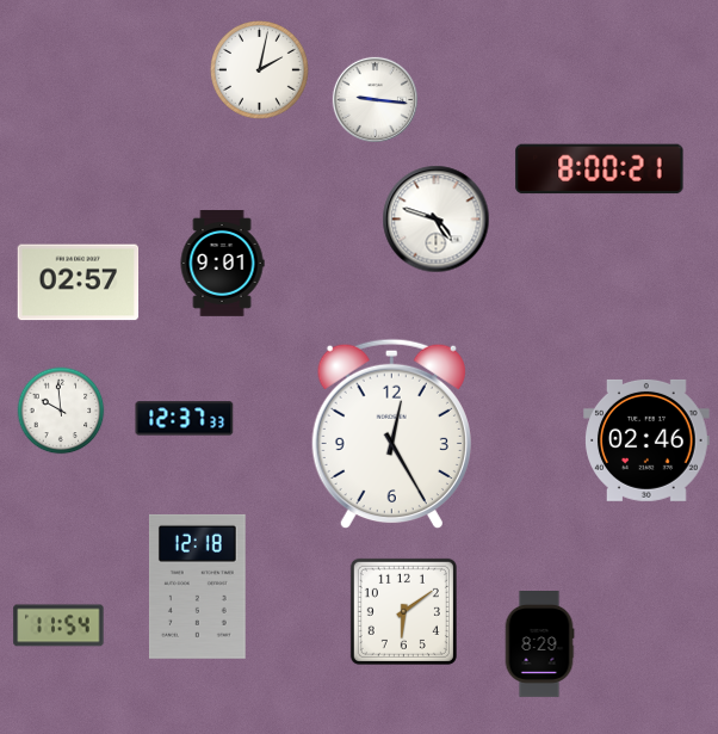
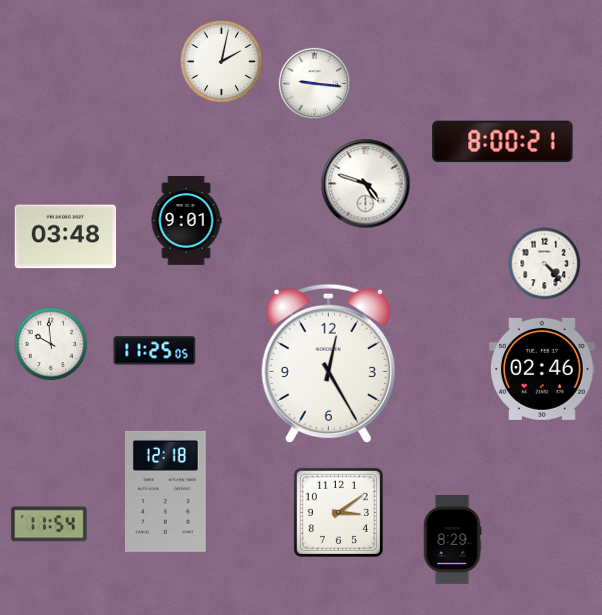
clock at (260, 70) position: (260, 70) -> (222, 62)
clock at (79, 283): 02:57 -> 03:48
clock at (545, 264): none -> 4:23
clock at (185, 419): 12:37 -> 11:25
clock at (403, 611): 6:09 -> 3:09
